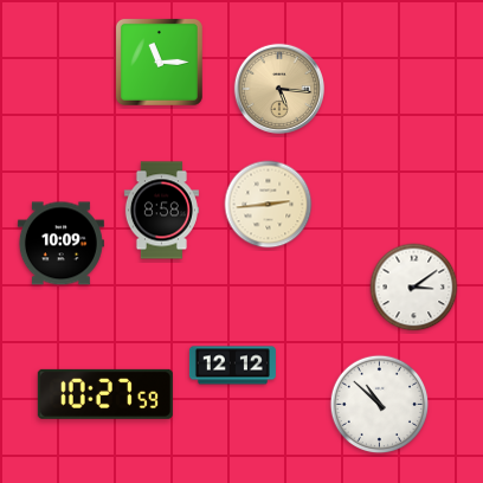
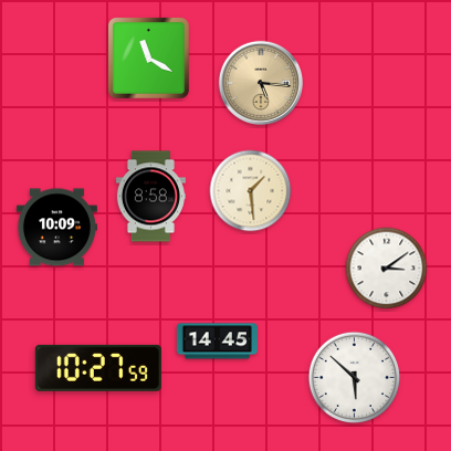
clock at (159, 62): 11:15 -> 11:20
clock at (269, 205): 2:44 -> 1:29
clock at (232, 366): 12:12 -> 14:45
clock at (380, 405): 10:52 -> 5:52
